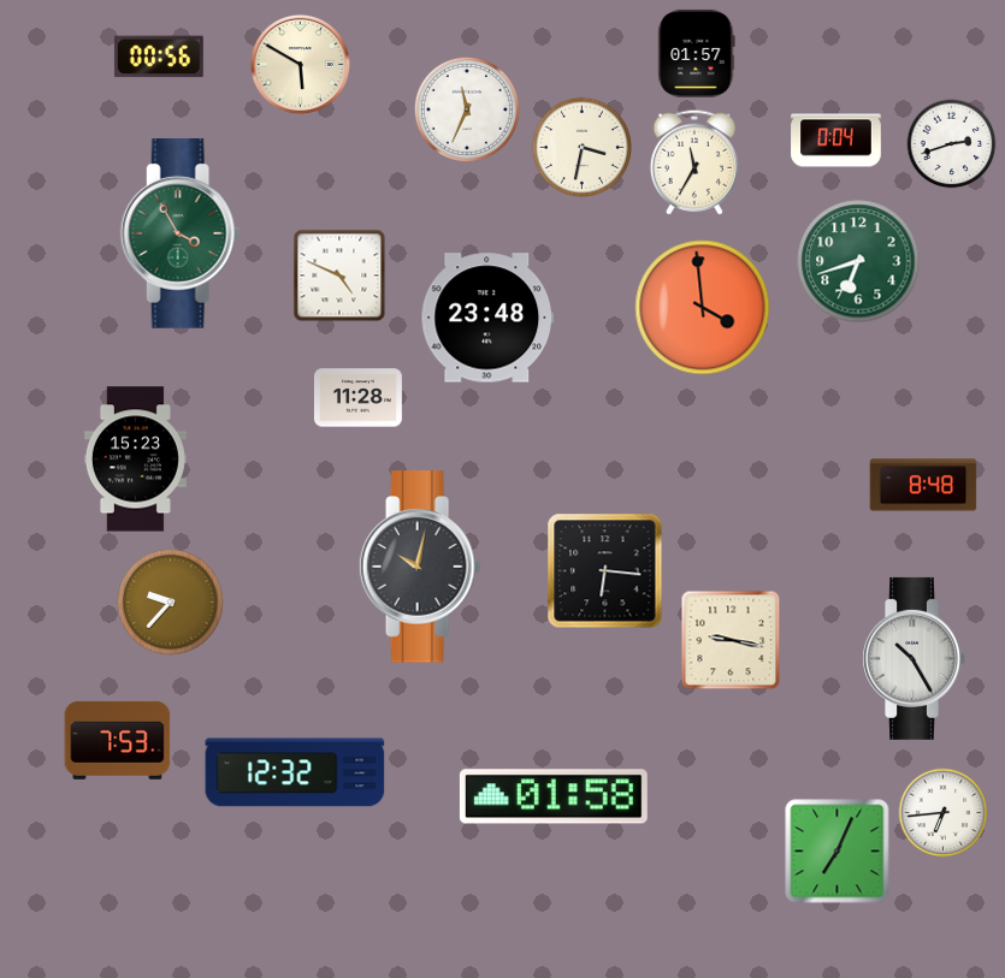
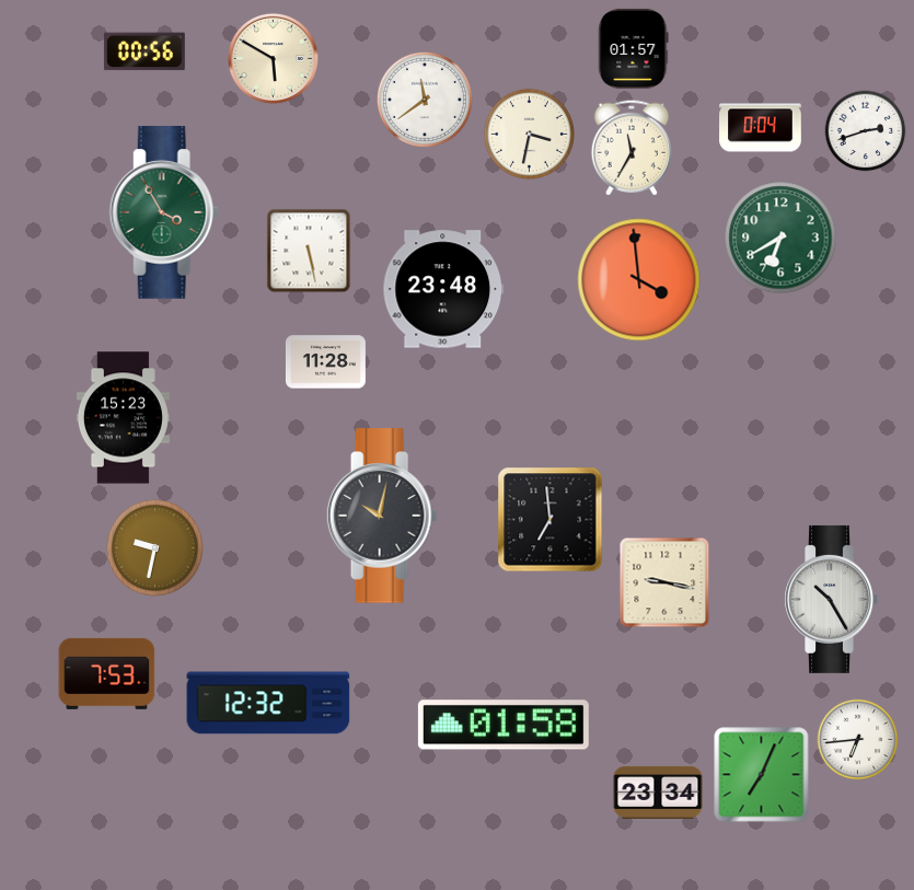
clock at (467, 109): 11:34 -> 11:39
clock at (858, 261): 6:42 -> 6:40
clock at (339, 275): 4:49 -> 5:28
clock at (923, 485): 8:48 -> none
clock at (605, 571): 6:16 -> 6:59
clock at (170, 601): 9:37 -> 9:32
clock at (658, 793): none -> 23:34
